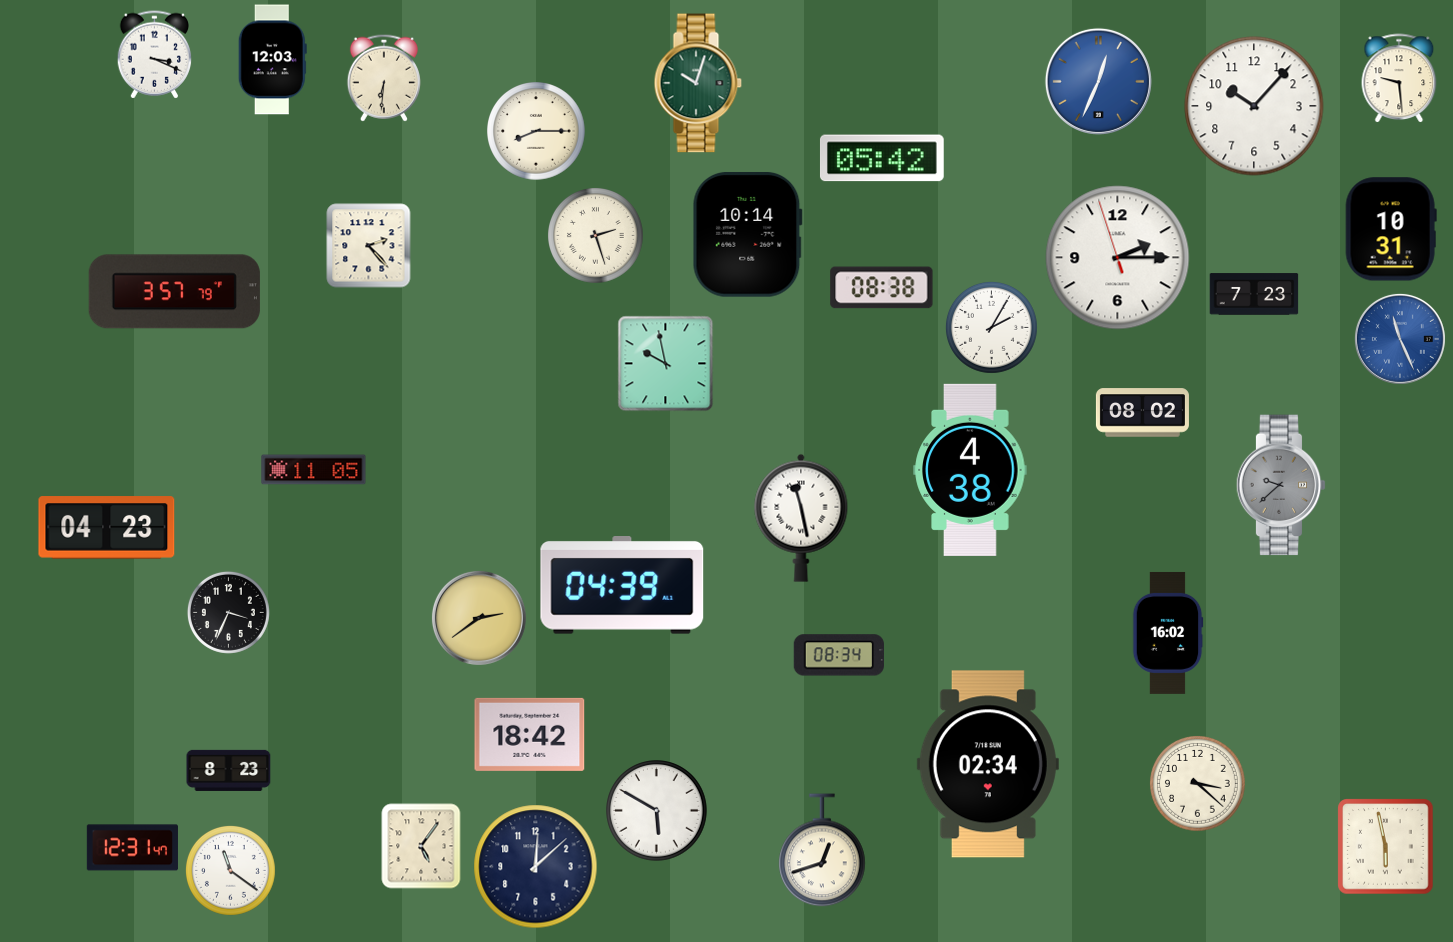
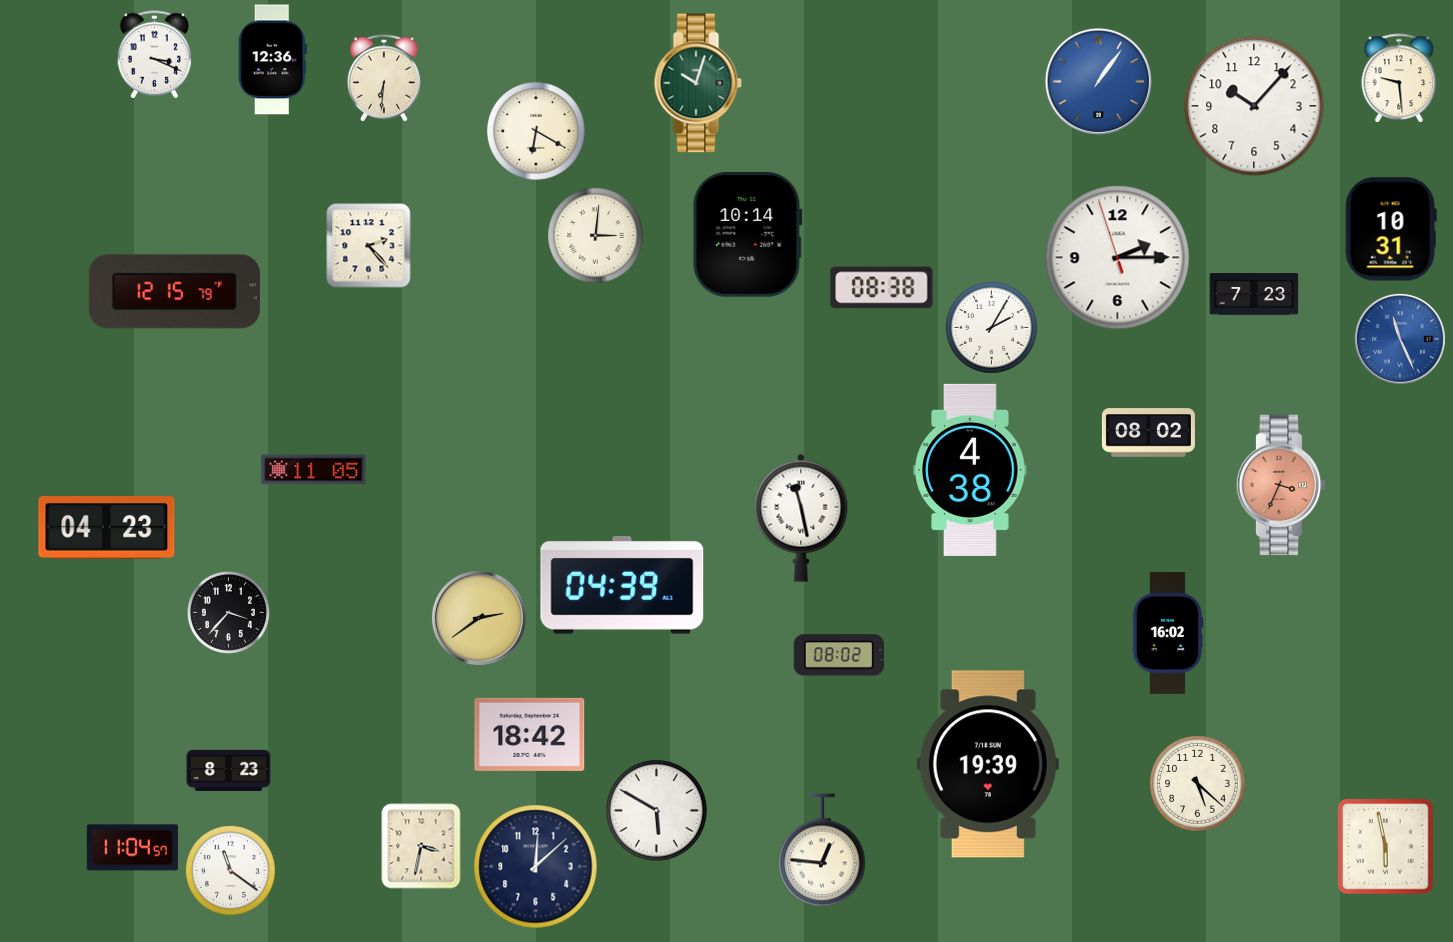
clock at (272, 60): 12:03 -> 12:36
clock at (1098, 81): 12:34 -> 1:06
clock at (537, 132): 8:15 -> 6:20
clock at (882, 158): 05:42 -> none
clock at (596, 236): 2:27 -> 3:01
clock at (174, 292): 3:57 -> 12:15
clock at (666, 364): 9:58 -> none
clock at (1142, 413) position: (1142, 413) -> (1148, 433)
clock at (1281, 485): 9:38 -> 3:34
clock at (1281, 485) dial: grey -> salmon
clock at (228, 612): 3:34 -> 3:37
clock at (838, 655): 08:34 -> 08:02
clock at (988, 764): 02:34 -> 19:39
clock at (1198, 784): 3:22 -> 5:22
clock at (421, 846): 5:06 -> 3:32
clock at (132, 848): 12:31 -> 11:04
clock at (822, 850): 12:42 -> 12:46
